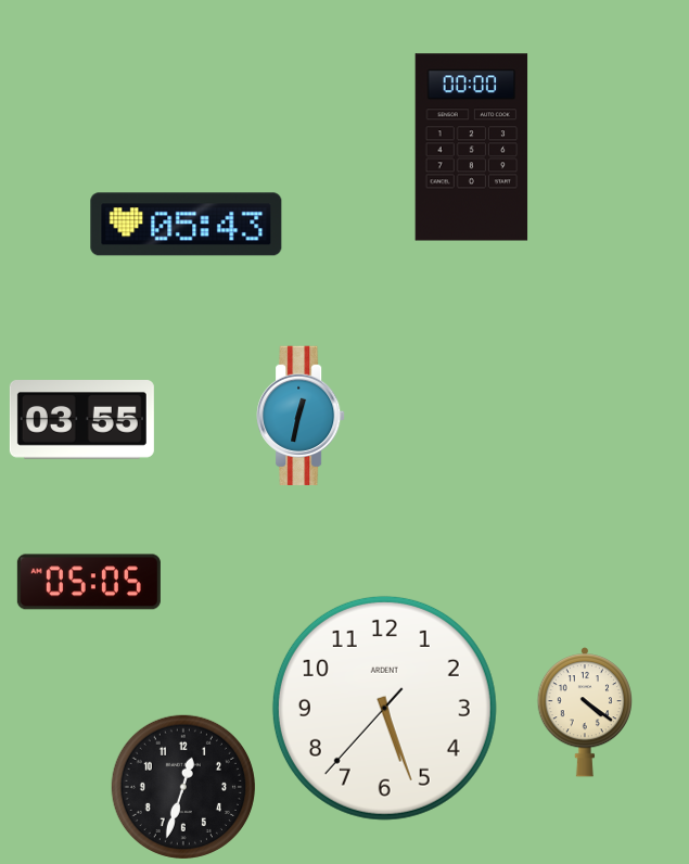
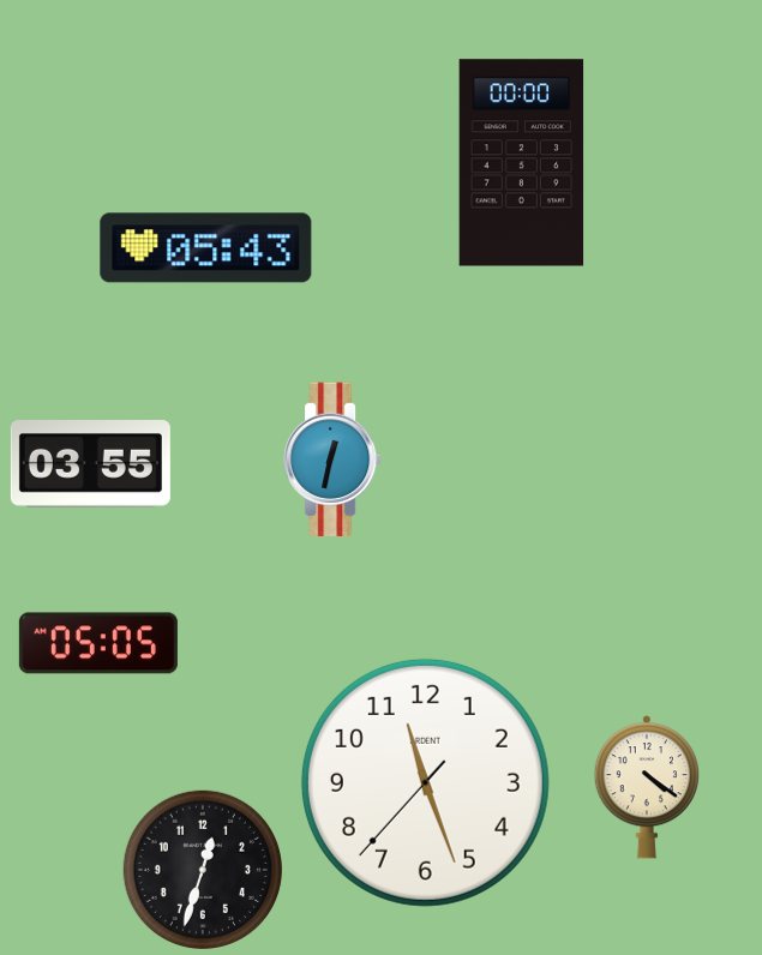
clock at (384, 708): 5:26 -> 11:26
